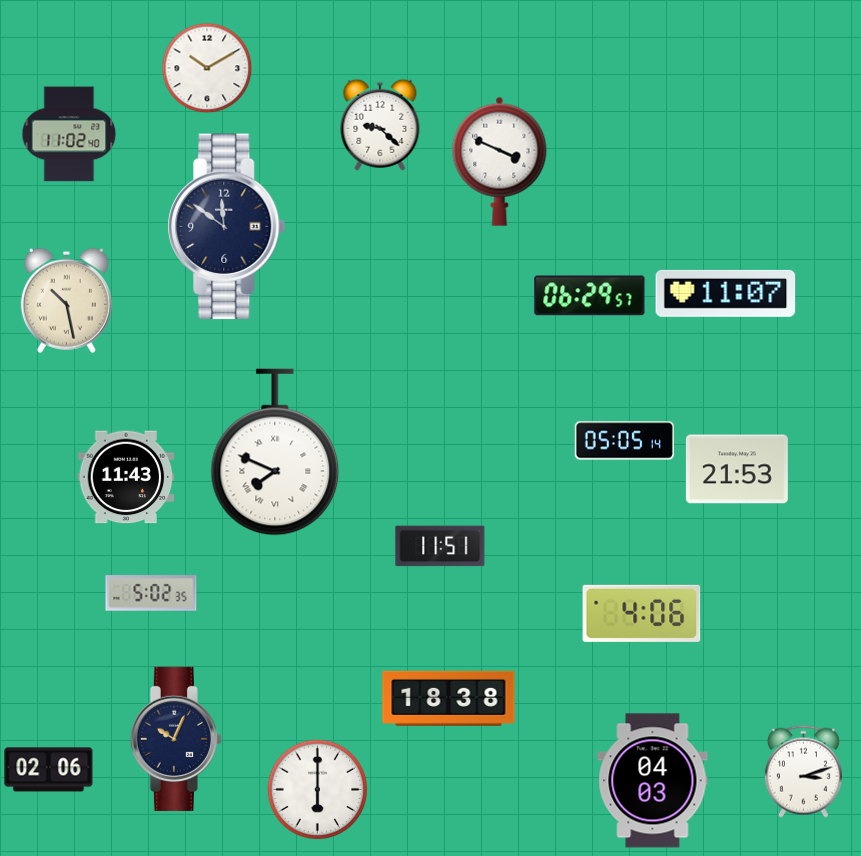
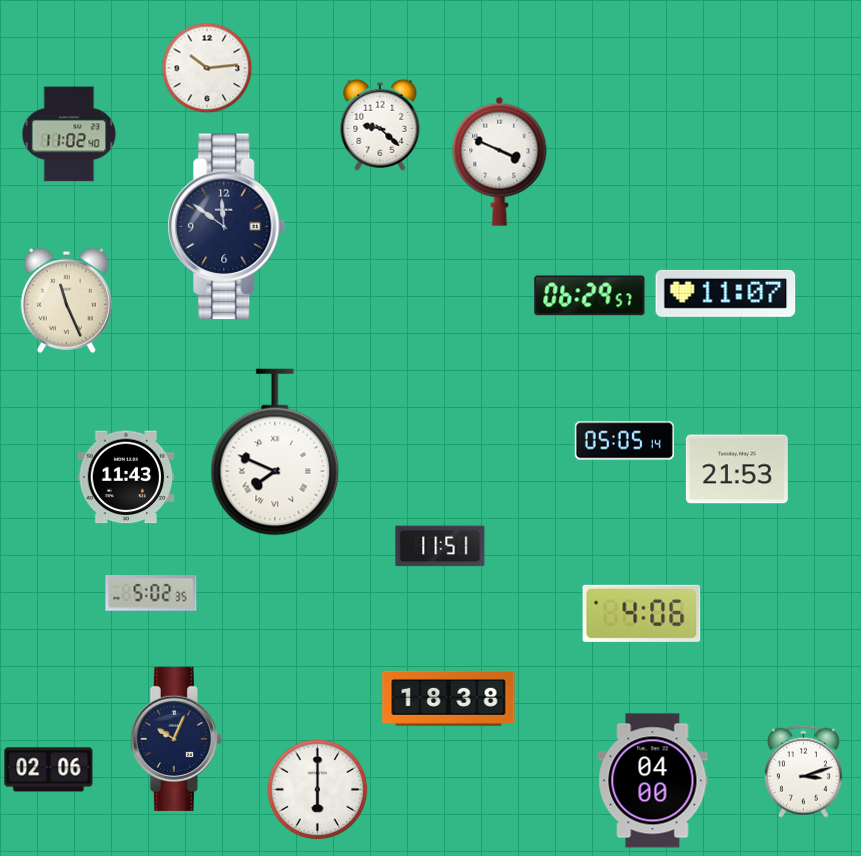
clock at (207, 68): 10:10 -> 10:14
clock at (66, 300): 10:28 -> 11:26
clock at (653, 781): 04:03 -> 04:00
